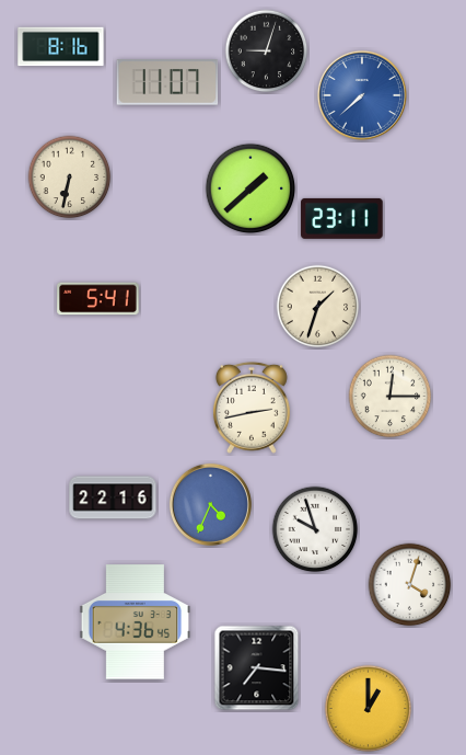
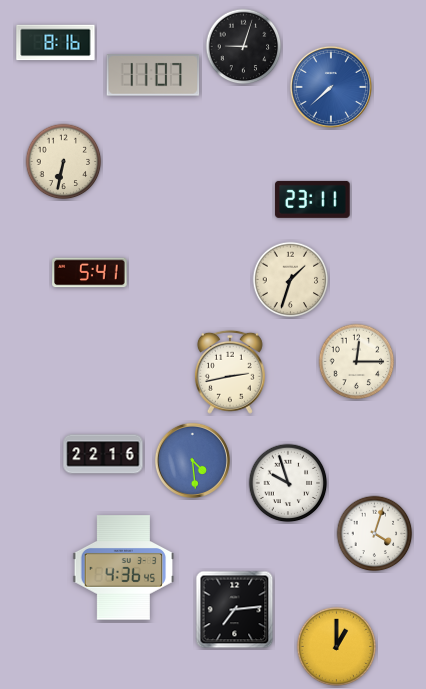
clock at (251, 188): 1:38 -> none
clock at (210, 504): 4:34 -> 4:29
clock at (257, 668): 7:16 -> 7:14
